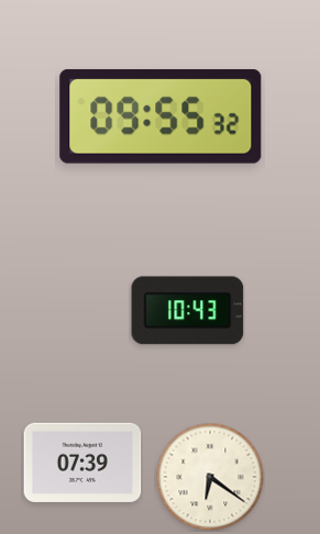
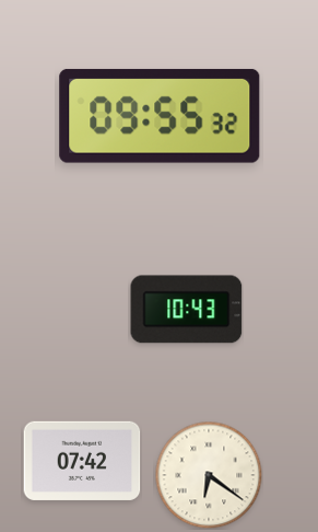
clock at (82, 463): 07:39 -> 07:42
